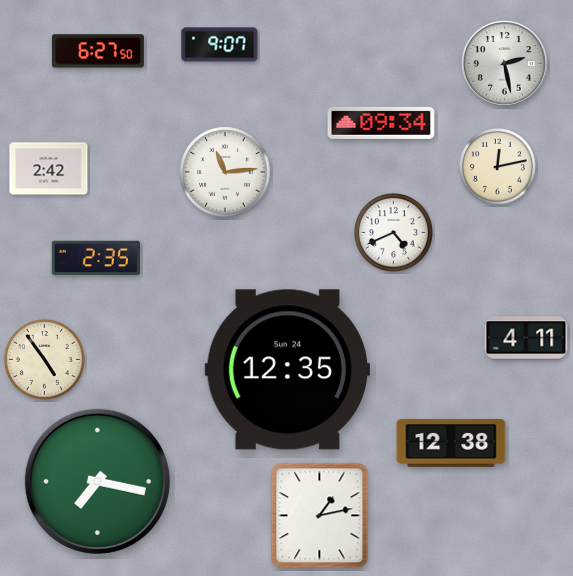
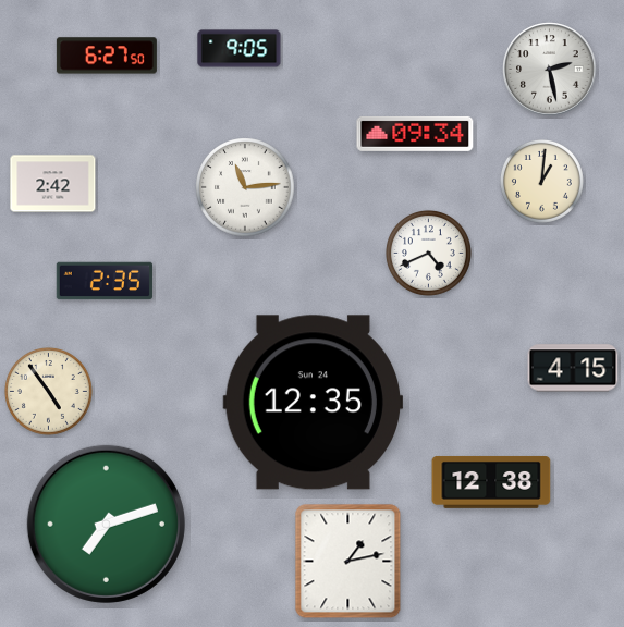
clock at (220, 45): 9:07 -> 9:05
clock at (497, 166): 12:13 -> 1:01
clock at (526, 338): 4:11 -> 4:15
clock at (97, 481): 7:17 -> 7:12
